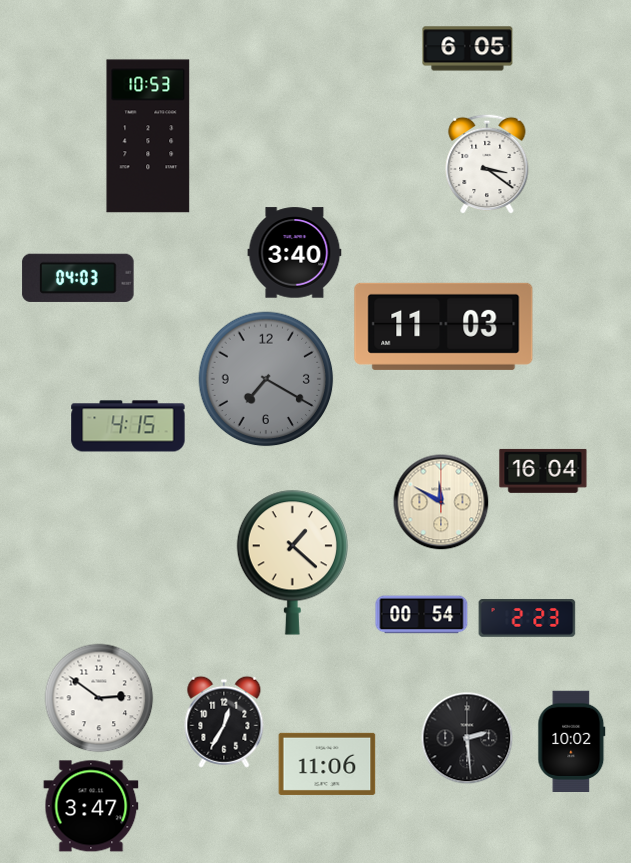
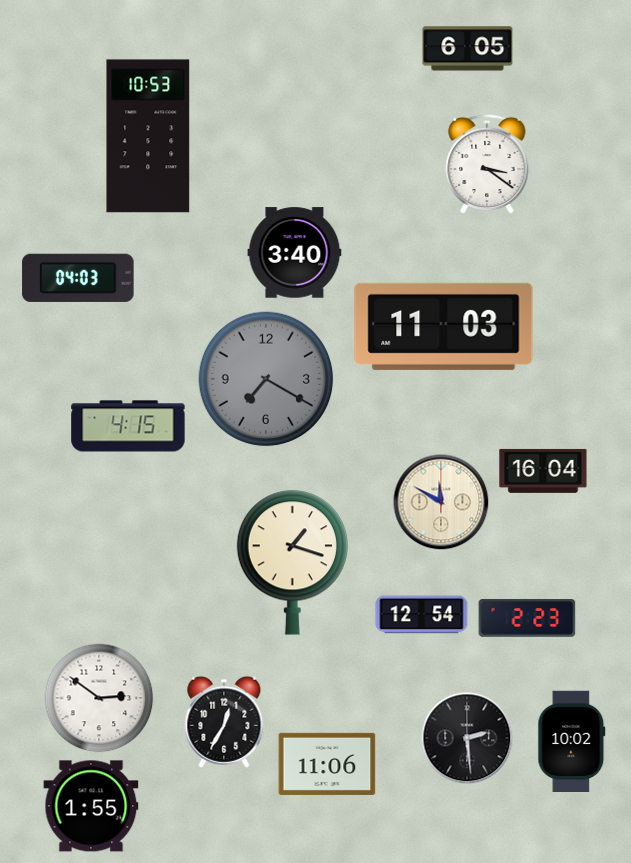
clock at (292, 562): 1:22 -> 1:18
clock at (422, 615): 00:54 -> 12:54
clock at (91, 806): 3:47 -> 1:55
